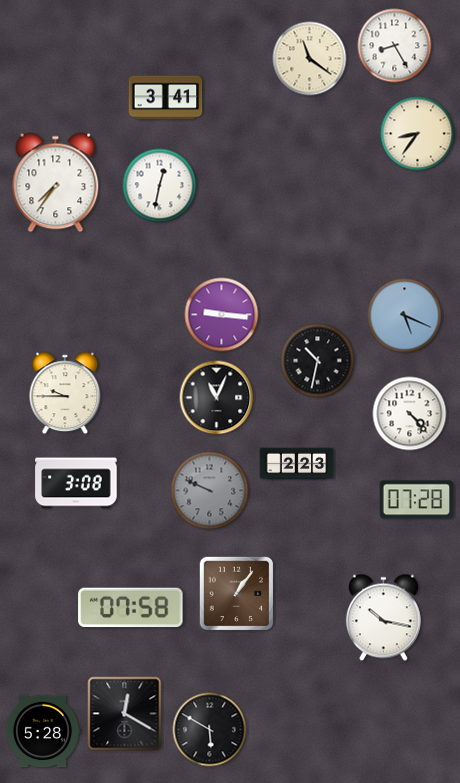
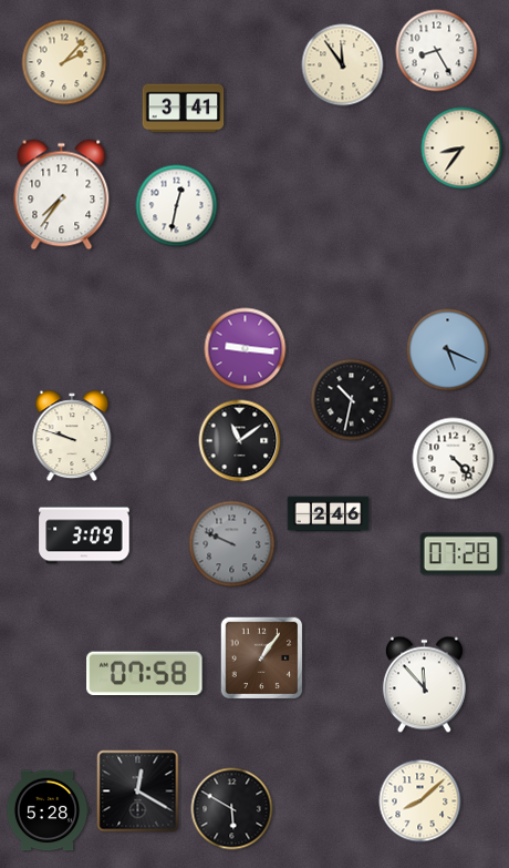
clock at (64, 62): none -> 2:07
clock at (310, 59): 11:21 -> 11:54
clock at (56, 183) position: (56, 183) -> (62, 195)
clock at (65, 393): 9:45 -> 9:48
clock at (217, 398): 11:04 -> 11:09
clock at (297, 464): 2:23 -> 2:46
clock at (76, 483): 3:08 -> 3:09
clock at (383, 618): 10:17 -> 11:53
clock at (420, 801): none -> 8:08
